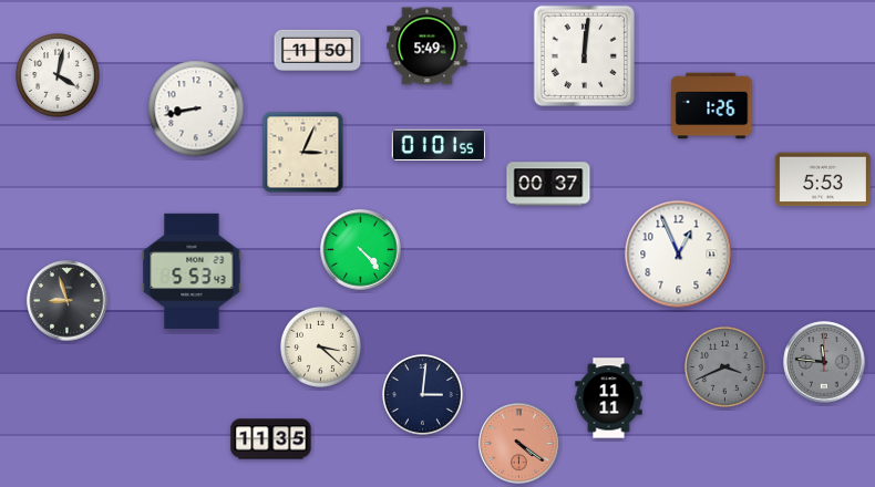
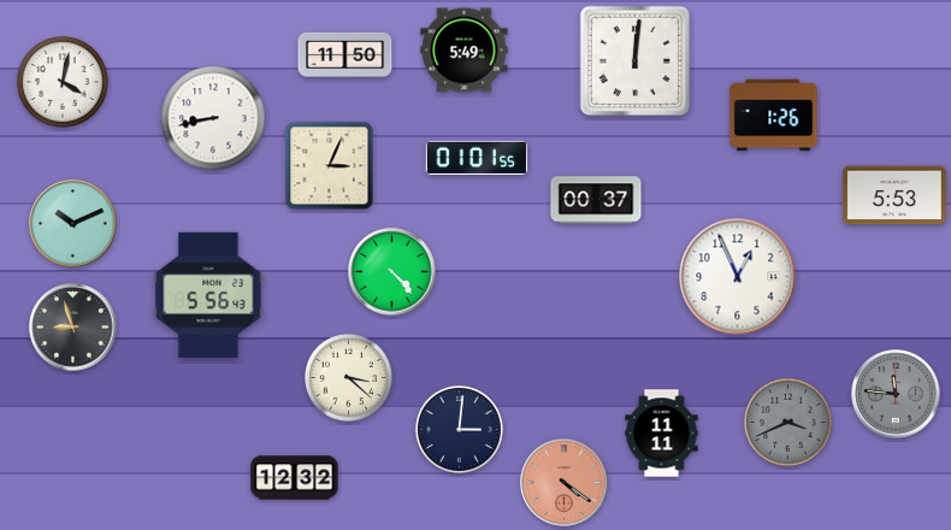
clock at (73, 224): none -> 10:11
clock at (192, 271): 5:53 -> 5:56
clock at (724, 366) position: (724, 366) -> (787, 422)
clock at (271, 439): 11:35 -> 12:32
